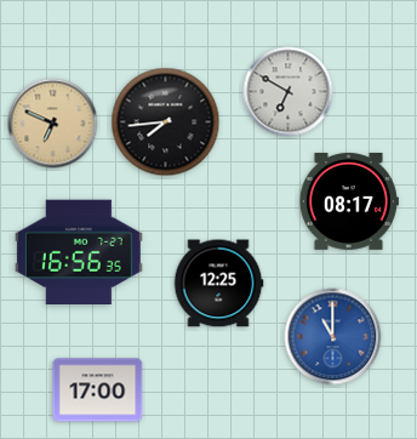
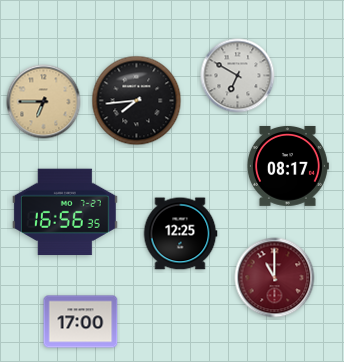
clock at (53, 124): 6:49 -> 6:45
clock at (79, 252) position: (79, 252) -> (65, 212)
clock at (333, 337) dial: blue -> burgundy
